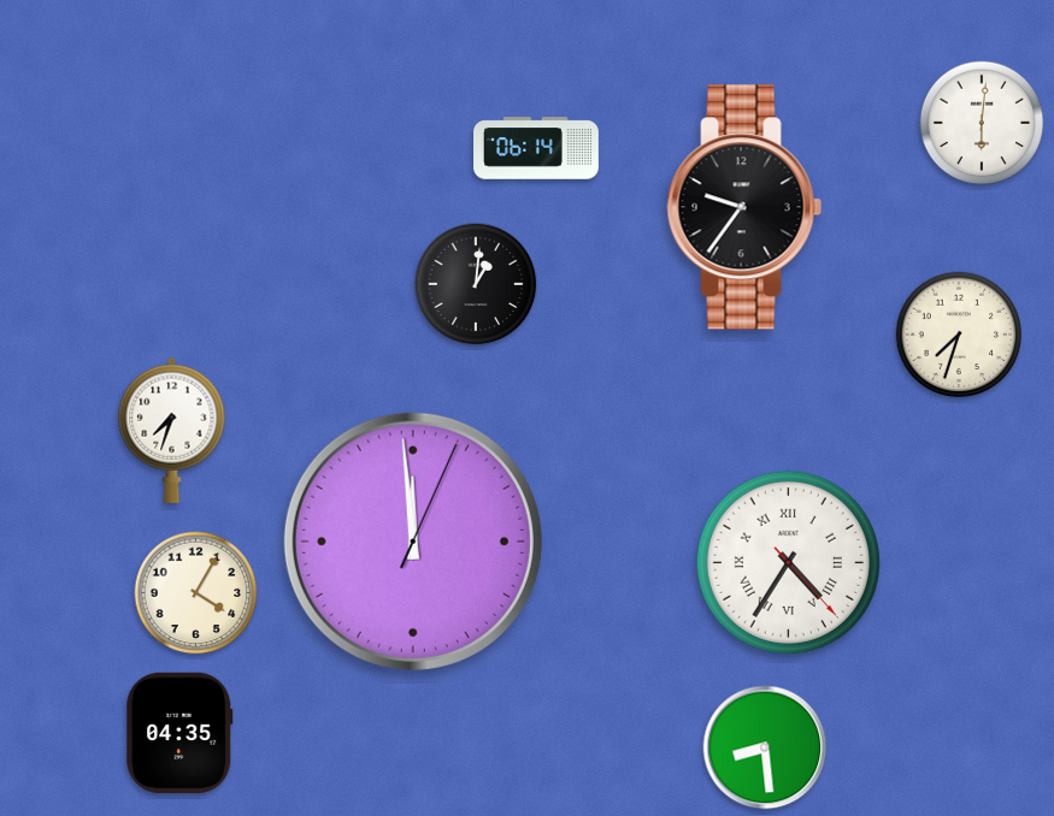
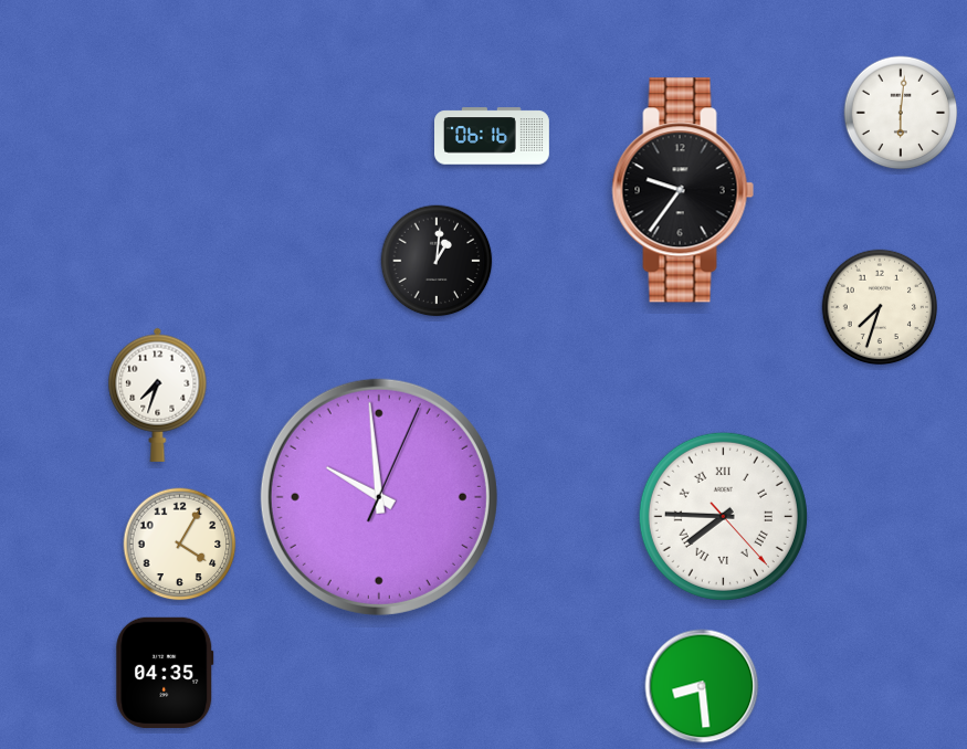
clock at (537, 148): 06:14 -> 06:16
clock at (413, 542): 11:59 -> 9:59
clock at (788, 562): 4:35 -> 7:45
